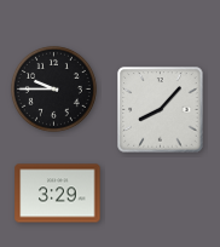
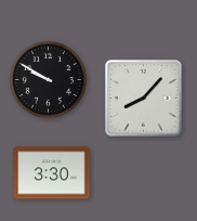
clock at (53, 88): 9:45 -> 9:50
clock at (58, 194): 3:29 -> 3:30
